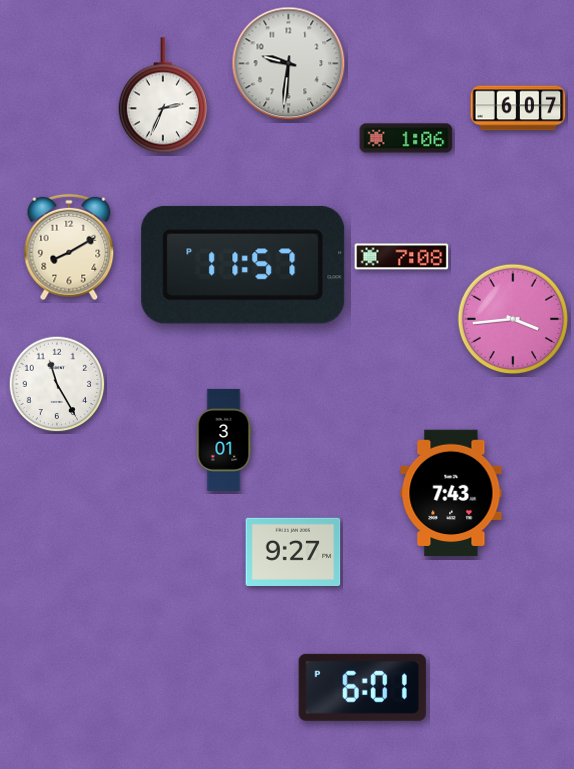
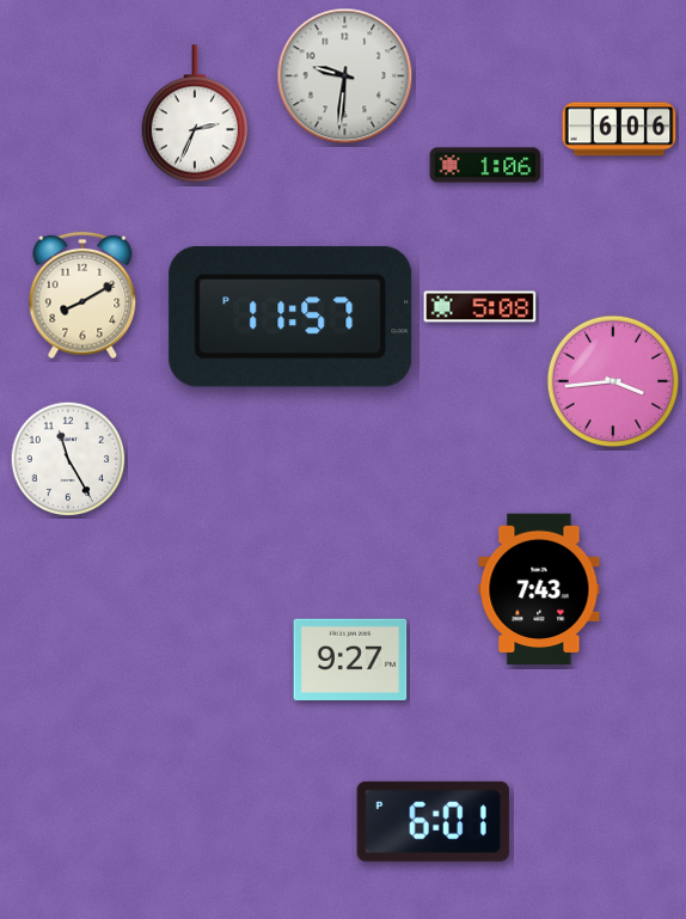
clock at (518, 108): 6:07 -> 6:06
clock at (402, 257): 7:08 -> 5:08
clock at (224, 440): 3:01 -> none
